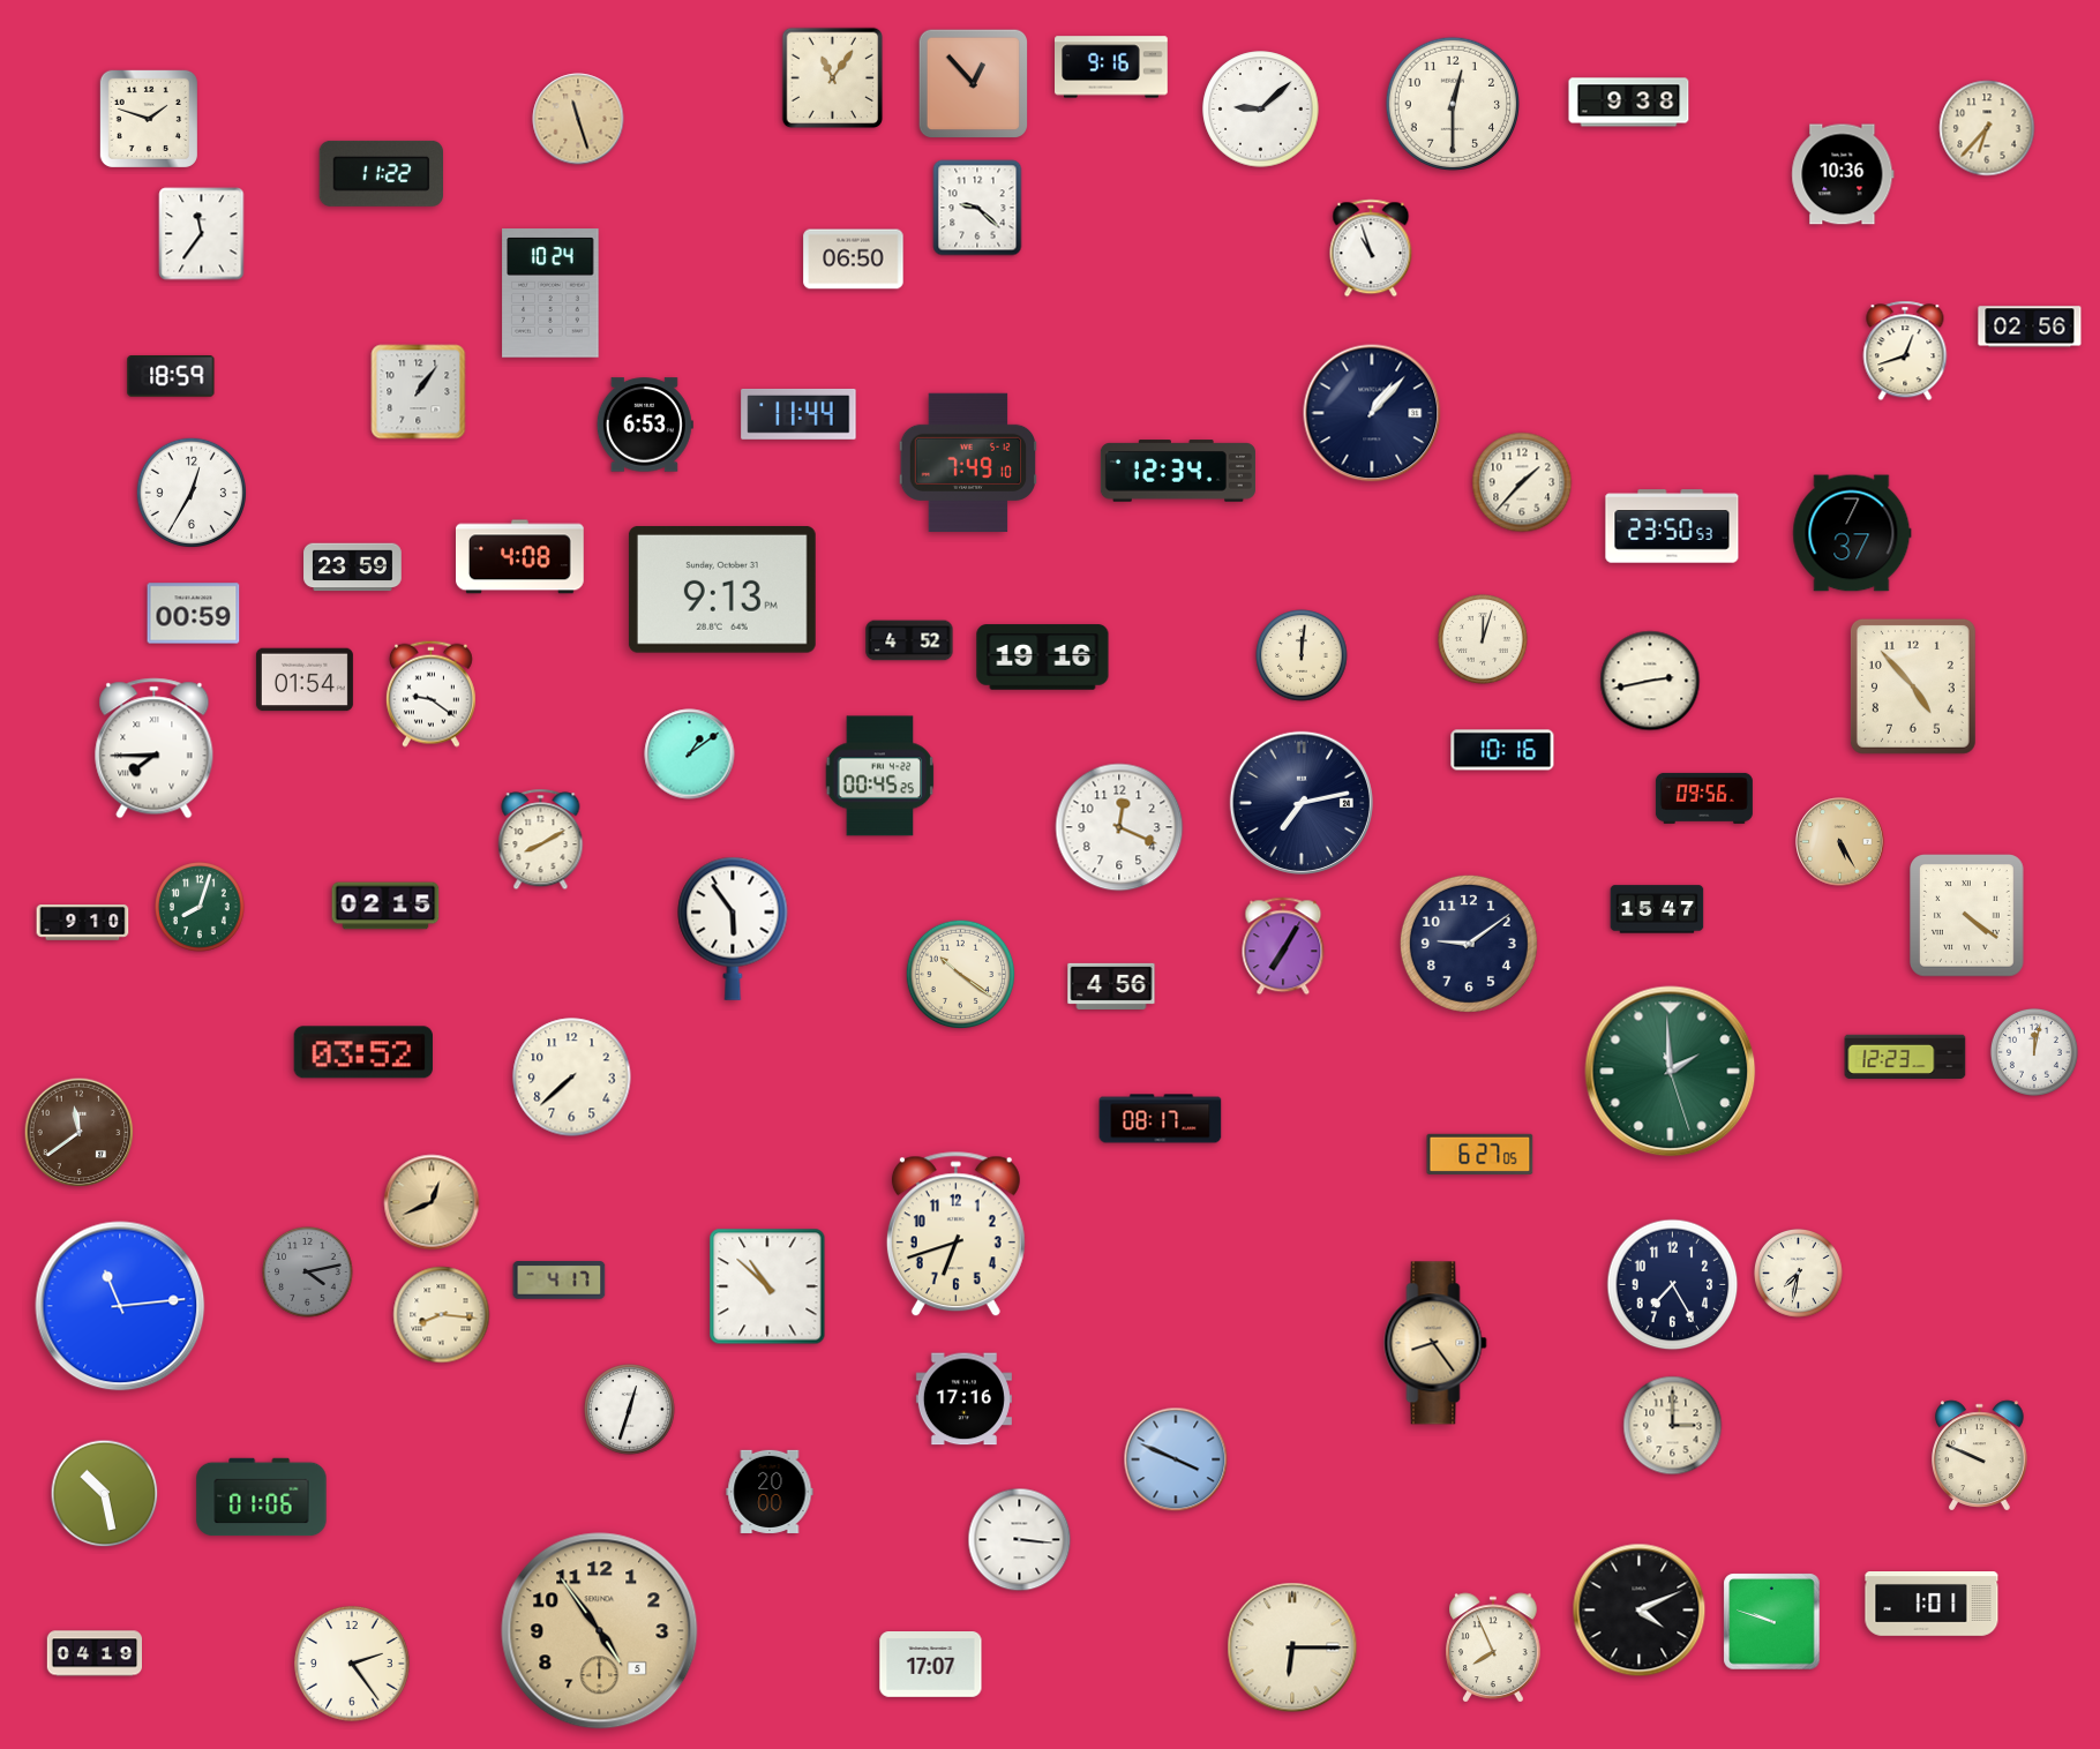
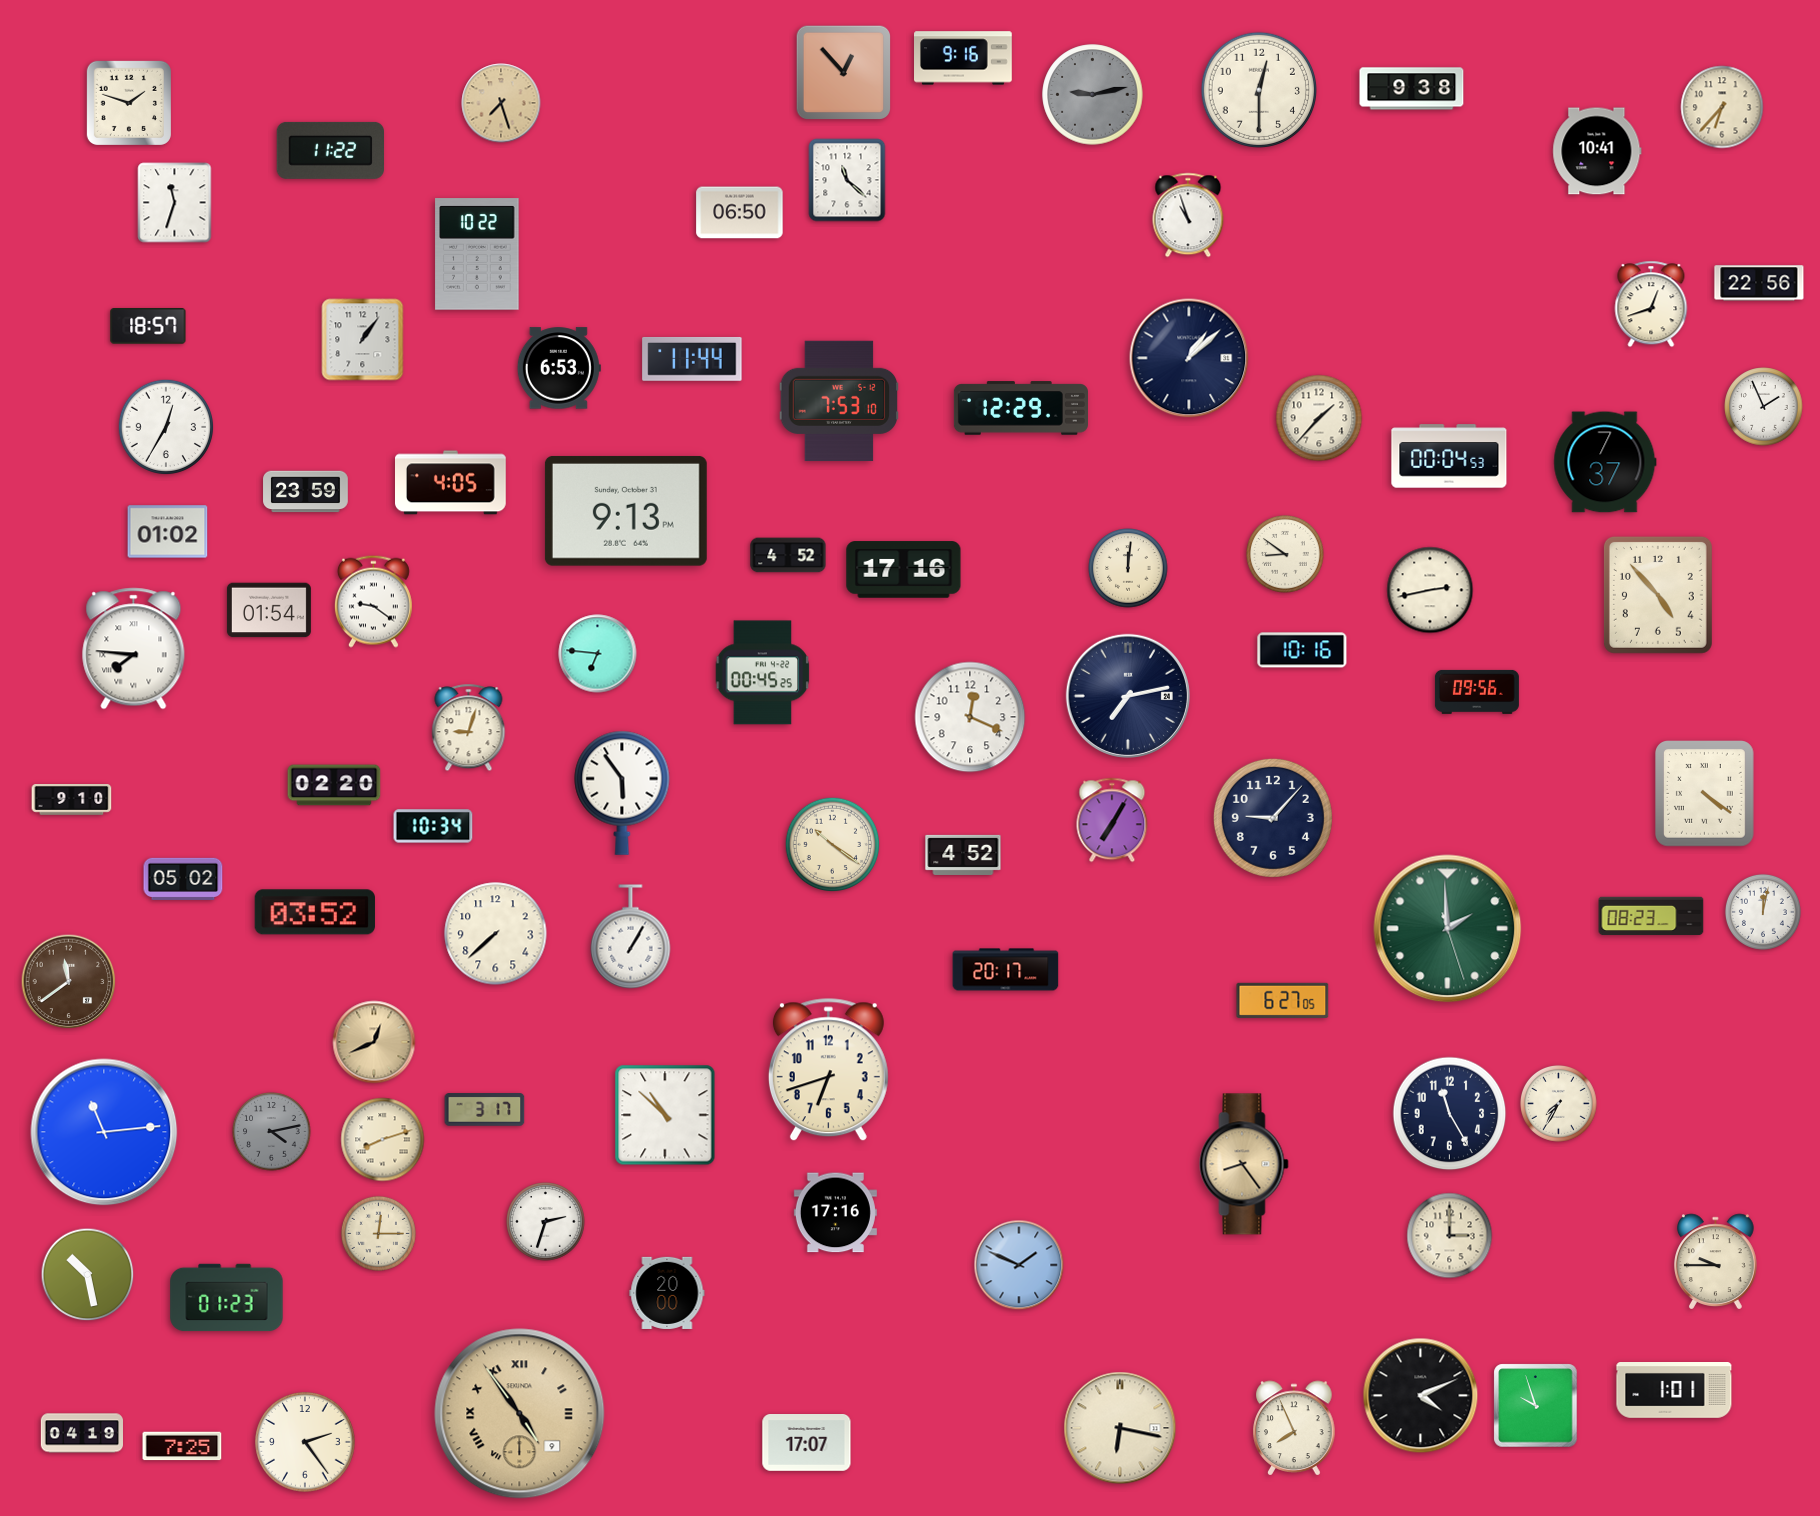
clock at (833, 78): 11:06 -> none
clock at (1261, 110): 9:08 -> 9:13
clock at (1261, 110) dial: white -> grey
clock at (578, 119): 11:27 -> 7:27
clock at (1987, 128) position: (1987, 128) -> (1722, 107)
clock at (1843, 174): 10:36 -> 10:41
clock at (977, 208): 9:22 -> 11:22
clock at (202, 234): 11:36 -> 11:33
clock at (854, 260) position: (854, 260) -> (740, 213)
clock at (550, 293): 10:24 -> 10:22
clock at (2030, 326): 02:56 -> 22:56
clock at (171, 377): 18:59 -> 18:57
clock at (1372, 413): 1:07 -> 1:08
clock at (968, 463): 7:49 -> 7:53
clock at (1764, 407): none -> 1:56
clock at (1178, 471): 12:34 -> 12:29
clock at (1672, 526): 23:50 -> 00:04
clock at (520, 557): 4:08 -> 4:05
clock at (194, 614): 00:59 -> 01:02
clock at (1484, 640): 12:03 -> 8:51
clock at (1043, 658): 19:16 -> 17:16
clock at (305, 680) position: (305, 680) -> (269, 610)
clock at (155, 749): 7:45 -> 7:46
clock at (690, 755): 1:09 -> 6:46
clock at (541, 840): 8:10 -> 9:03
clock at (1840, 842): 5:25 -> none
clock at (385, 906): 02:15 -> 02:20
clock at (201, 908): 8:03 -> none
clock at (1657, 909): 15:47 -> none
clock at (733, 929) position: (733, 929) -> (622, 793)
clock at (1469, 944): 9:09 -> 9:07
clock at (433, 826): none -> 10:34
clock at (1111, 986): 4:56 -> 4:52
clock at (183, 879): none -> 05:02
clock at (1905, 1057): 12:23 -> 08:23
clock at (631, 937): none -> 1:05
clock at (1161, 1119): 08:17 -> 20:17
clock at (308, 1273) position: (308, 1273) -> (272, 1132)
clock at (1798, 1273): 7:32 -> 7:35
clock at (560, 1281): 4:17 -> 3:17
clock at (1673, 1285): 7:25 -> 11:25
clock at (442, 1315): 8:16 -> 8:12
clock at (630, 1410): 12:33 -> 2:33
clock at (378, 1233): none -> 12:15
clock at (1980, 1456): 9:49 -> 9:45
clock at (1176, 1459): 3:49 -> 1:49
clock at (105, 1494) position: (105, 1494) -> (88, 1275)
clock at (262, 1497): 01:06 -> 01:23
clock at (1020, 1540): 3:16 -> none
clock at (1772, 1622): 9:48 -> 9:57
clock at (600, 1631) date: 5 -> 9
clock at (600, 1631) numerals: Arabic -> Roman
clock at (1292, 1647): 6:15 -> 6:17
clock at (182, 1446): none -> 7:25
